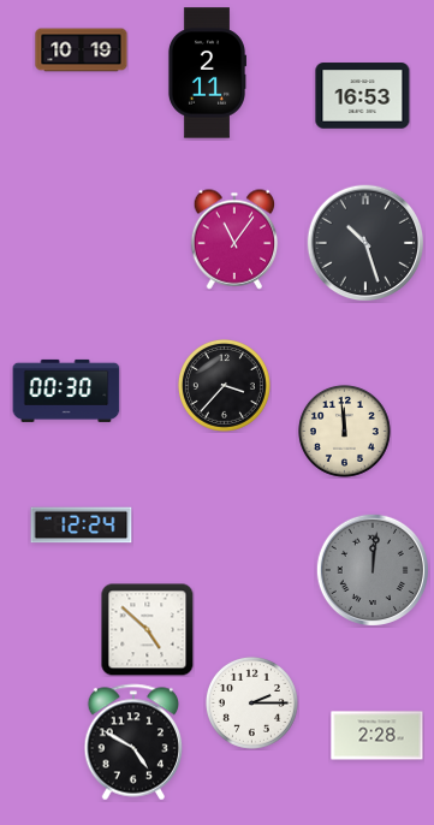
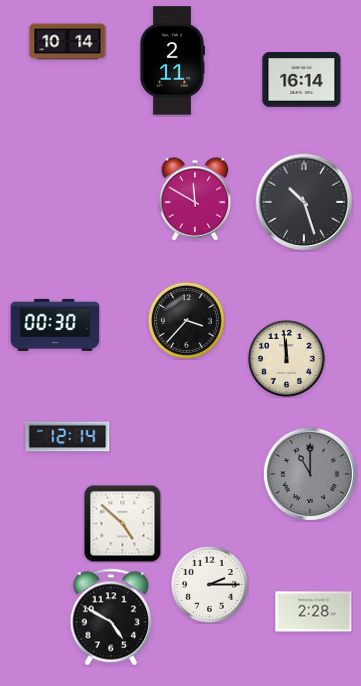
clock at (82, 51): 10:19 -> 10:14
clock at (363, 96): 16:53 -> 16:14
clock at (234, 239): 11:06 -> 11:50
clock at (82, 526): 12:24 -> 12:14
clock at (373, 570): 12:01 -> 11:00
